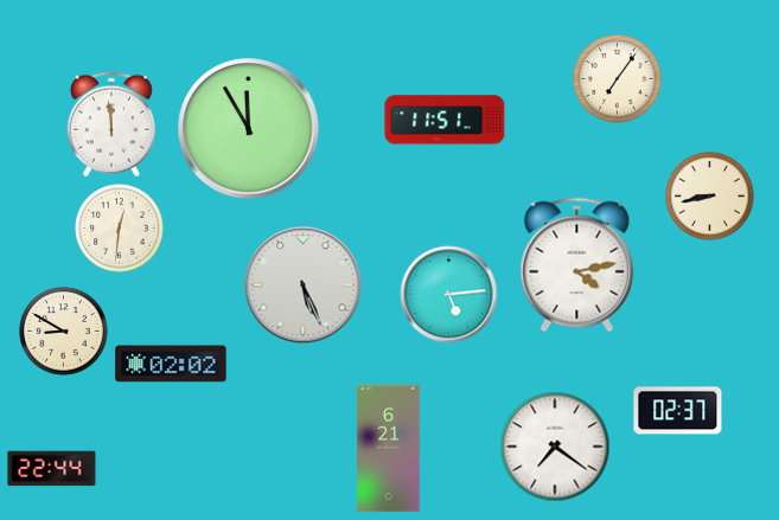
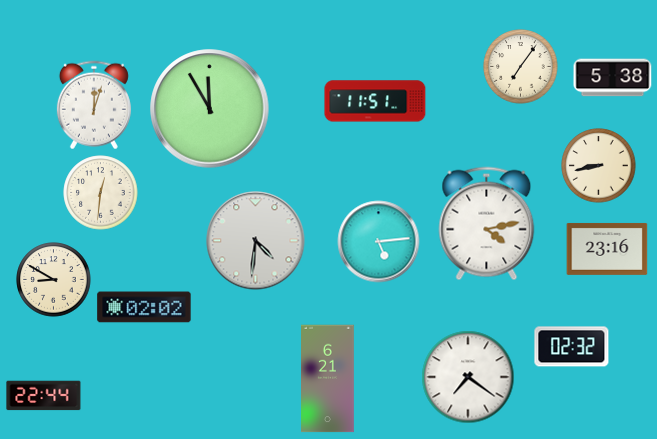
clock at (613, 78): none -> 5:38
clock at (111, 124): 11:59 -> 12:03
clock at (304, 285): 5:26 -> 4:31
clock at (449, 295) position: (449, 295) -> (379, 242)
clock at (607, 249): none -> 23:16
clock at (678, 411): 02:37 -> 02:32
